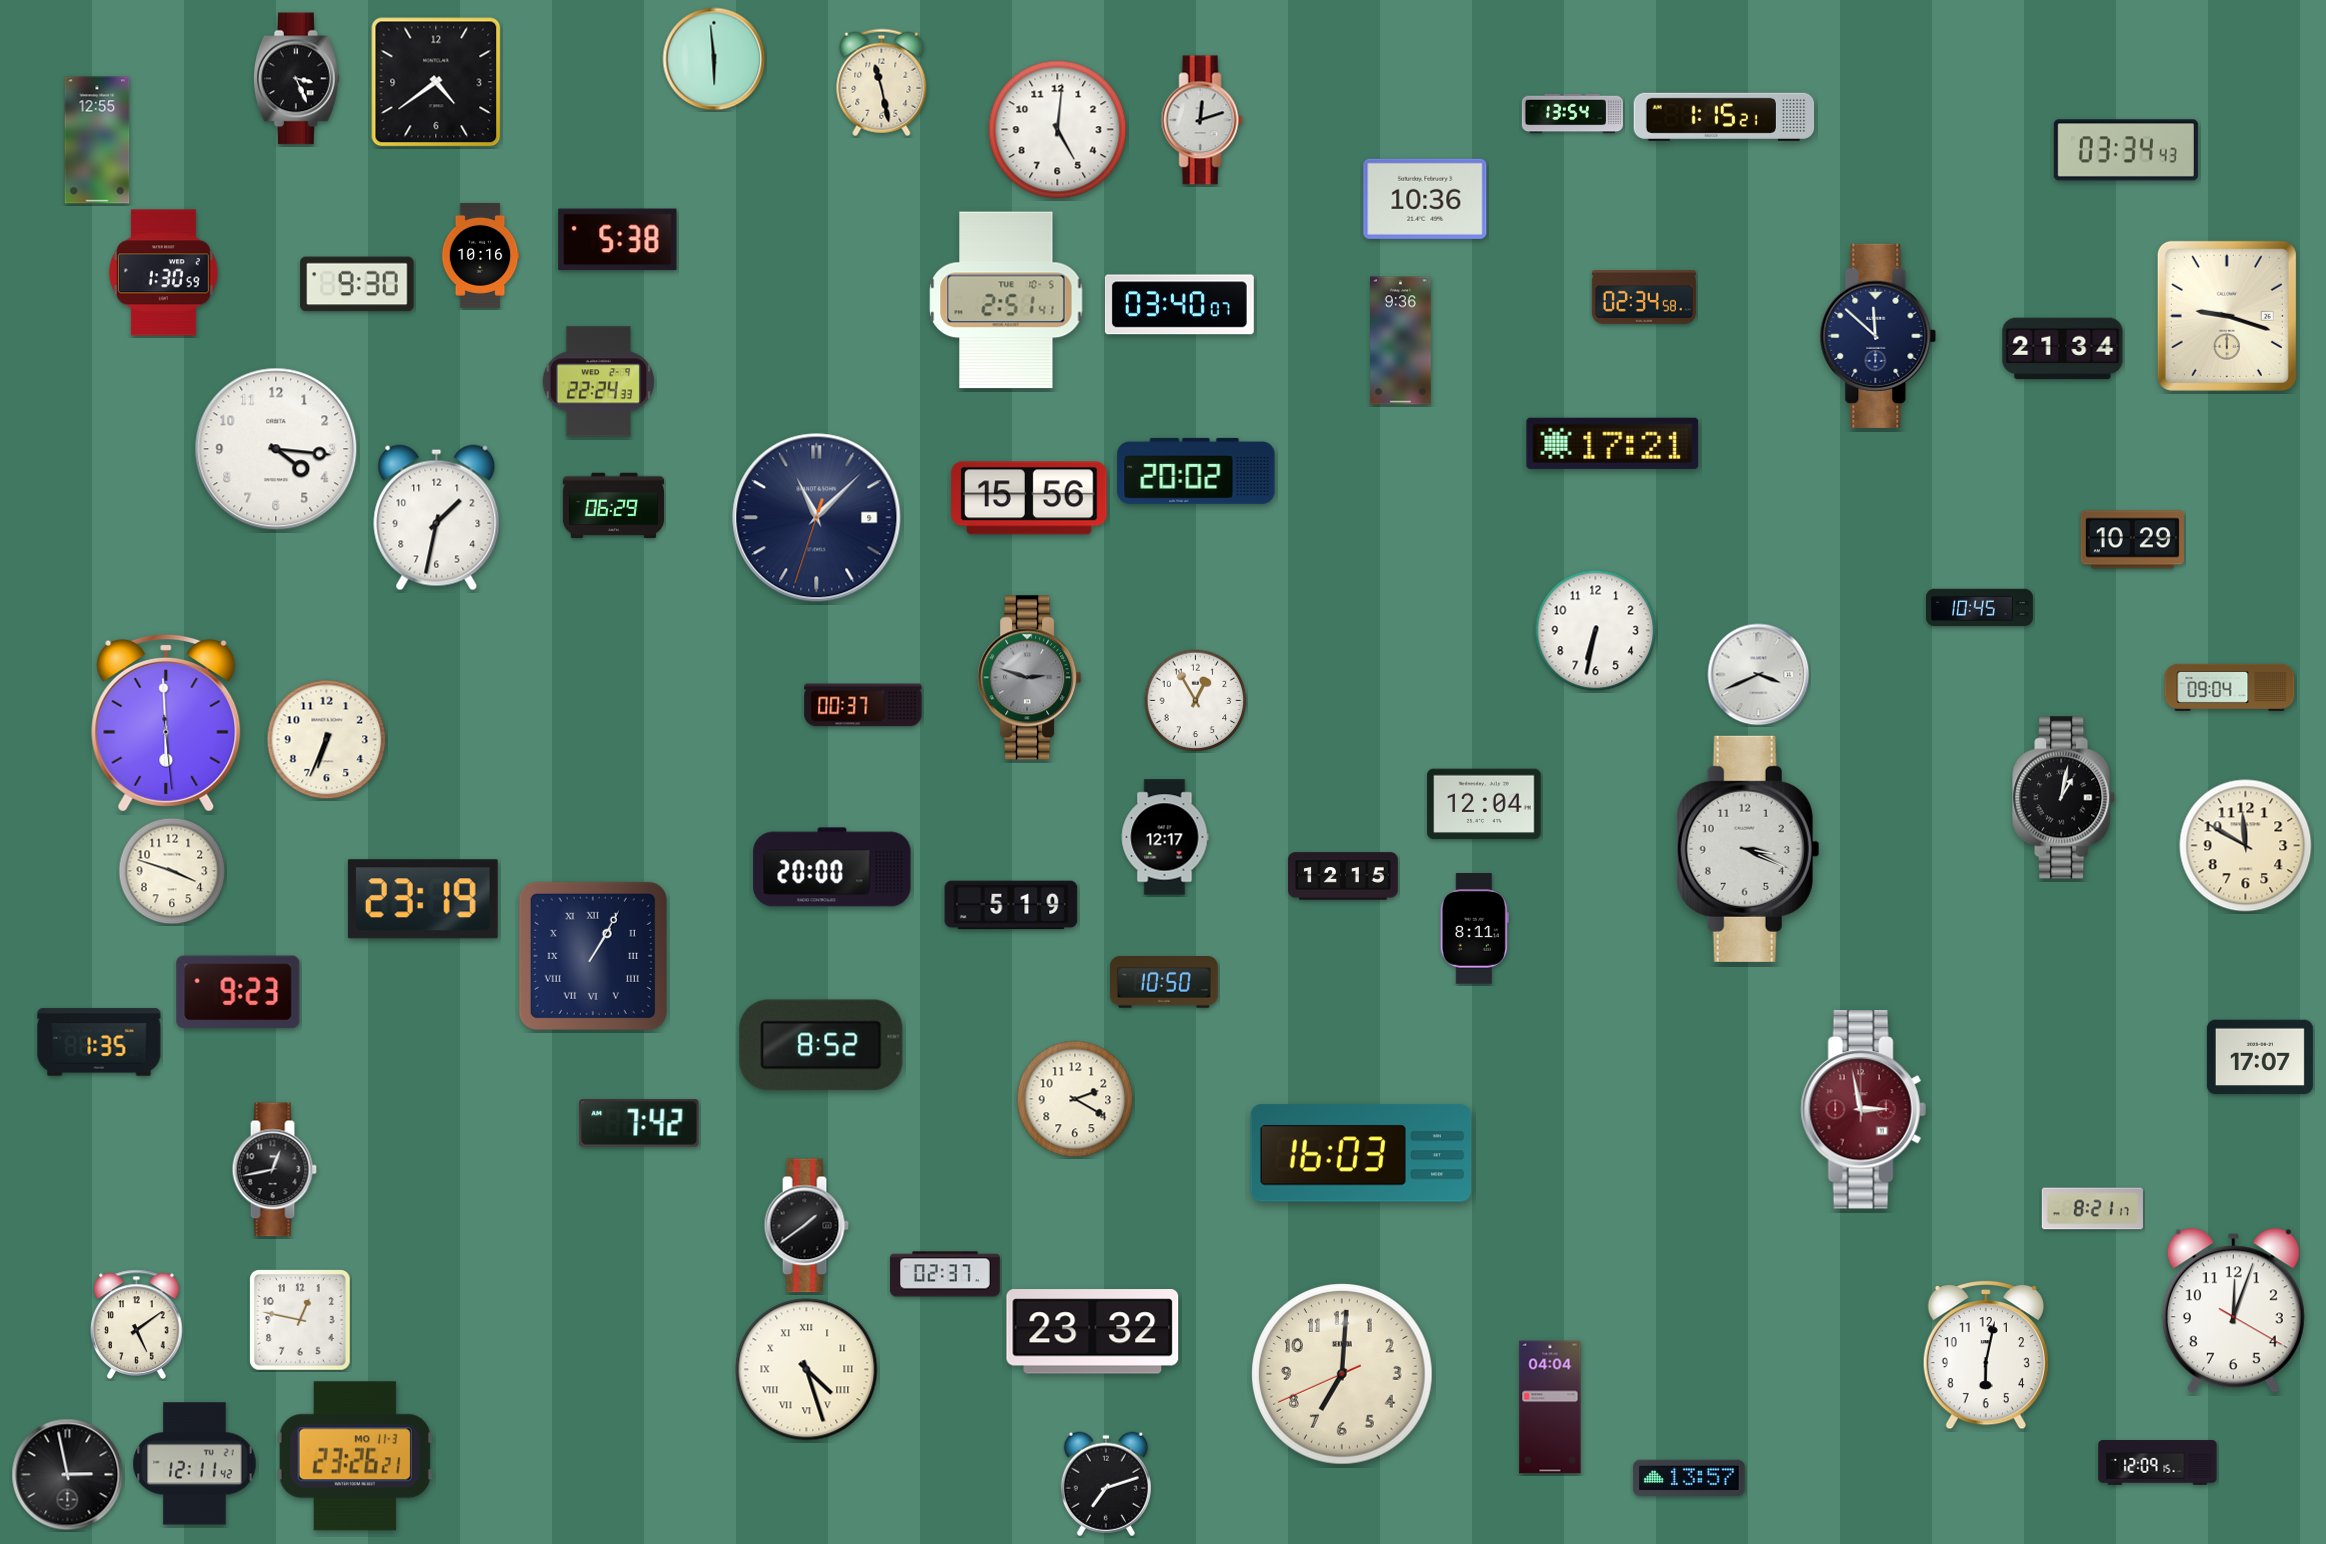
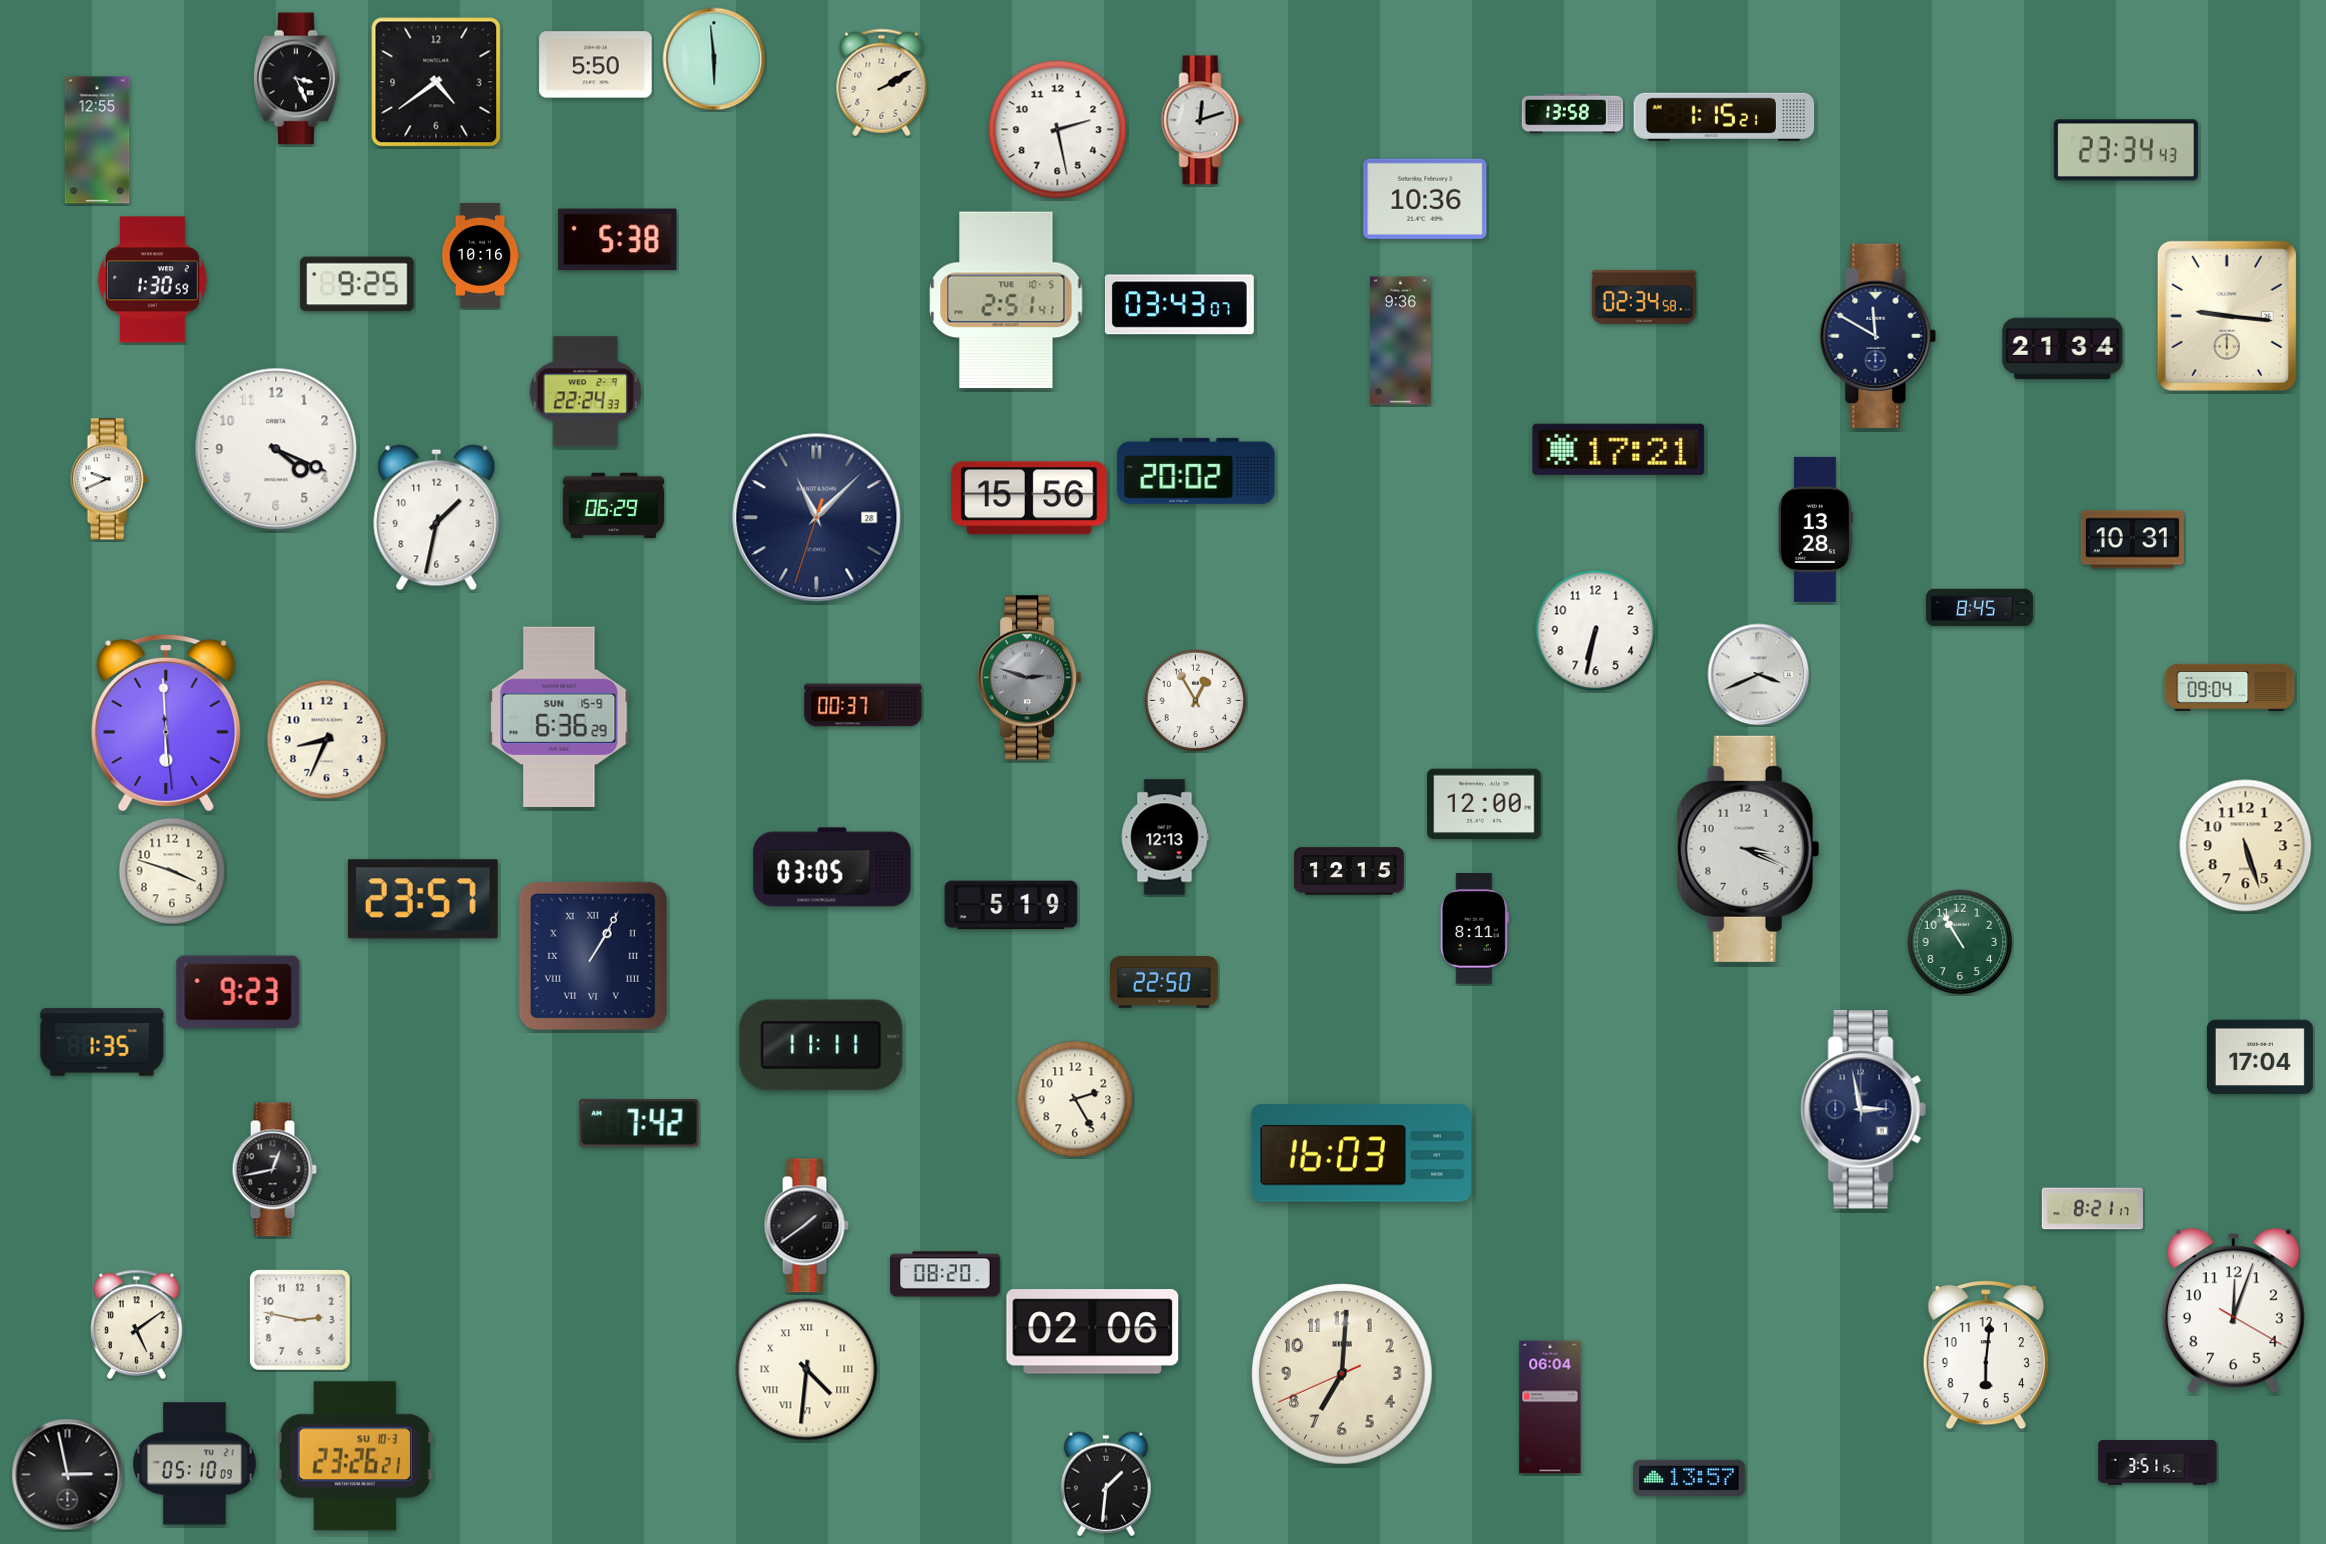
clock at (596, 65): none -> 5:50
clock at (882, 83): 11:28 -> 2:10
clock at (1572, 114): 13:54 -> 13:58
clock at (1058, 130): 5:01 -> 2:28
clock at (2126, 150): 03:34 -> 23:34
clock at (163, 273) position: (163, 273) -> (152, 280)
clock at (357, 284): 9:30 -> 9:25
clock at (1179, 305): 03:40 -> 03:43
clock at (2227, 316): 9:18 -> 9:16
clock at (1878, 336): 11:52 -> 11:50
clock at (598, 382) position: (598, 382) -> (585, 392)
clock at (1613, 443) position: (1613, 443) -> (1619, 449)
clock at (276, 449): 4:16 -> 4:19
clock at (109, 479): none -> 9:41
clock at (817, 518) date: 9 -> 28
clock at (1815, 529): none -> 13:28
clock at (2132, 540): 10:29 -> 10:31
clock at (1979, 608): 10:45 -> 8:45
clock at (559, 716): none -> 6:36
clock at (327, 740): 6:34 -> 8:34
clock at (2064, 798): 1:02 -> none
clock at (1484, 804): 12:04 -> 12:00
clock at (1165, 837): 12:17 -> 12:13
clock at (2246, 846): 11:50 -> 5:27
clock at (832, 867): 20:00 -> 03:05
clock at (1343, 876) position: (1343, 876) -> (1349, 871)
clock at (423, 899): 23:19 -> 23:57
clock at (1960, 942): none -> 10:55
clock at (1164, 982): 10:50 -> 22:50
clock at (99, 1042) position: (99, 1042) -> (102, 1042)
clock at (821, 1045): 8:52 -> 11:11
clock at (2260, 1057): 17:07 -> 17:04
clock at (1075, 1099): 2:20 -> 2:25
clock at (1863, 1110) dial: burgundy -> navy
clock at (945, 1274): 02:37 -> 08:20
clock at (300, 1320): 12:47 -> 2:47
clock at (1093, 1332): 23:32 -> 02:06
clock at (1986, 1356): 6:02 -> 6:01
clock at (807, 1370): 4:27 -> 4:31
clock at (1550, 1407): 04:04 -> 06:04
clock at (355, 1456) date: MO 11-3 -> SU 10-3
clock at (2158, 1463): 12:09 -> 3:51
clock at (195, 1464): 12:11 -> 05:10
clock at (1106, 1484): 7:12 -> 1:31
